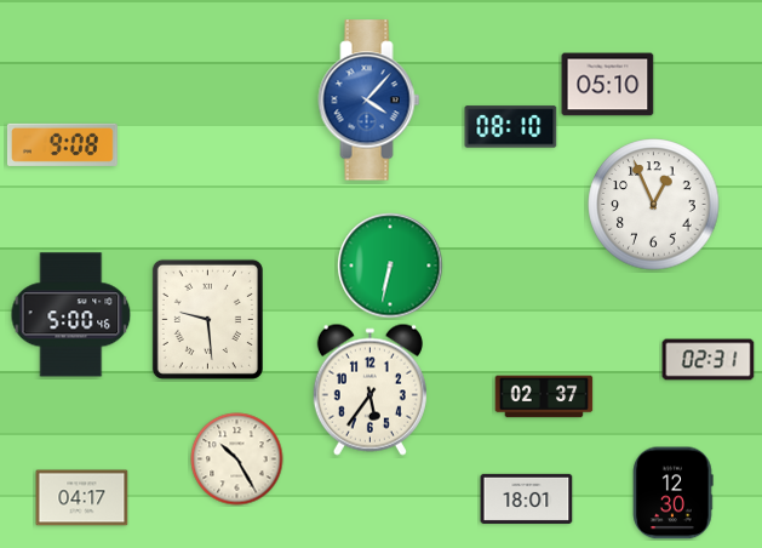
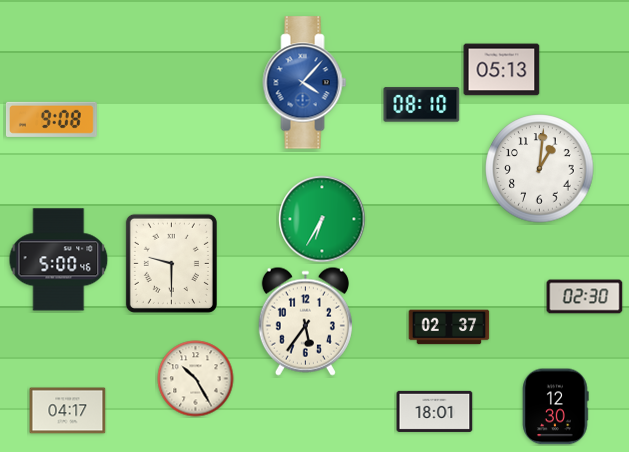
clock at (608, 85): 05:10 -> 05:13
clock at (654, 205): 12:56 -> 1:01
clock at (390, 266): 6:32 -> 6:35
clock at (207, 319): 9:29 -> 9:30
clock at (709, 360): 02:31 -> 02:30
